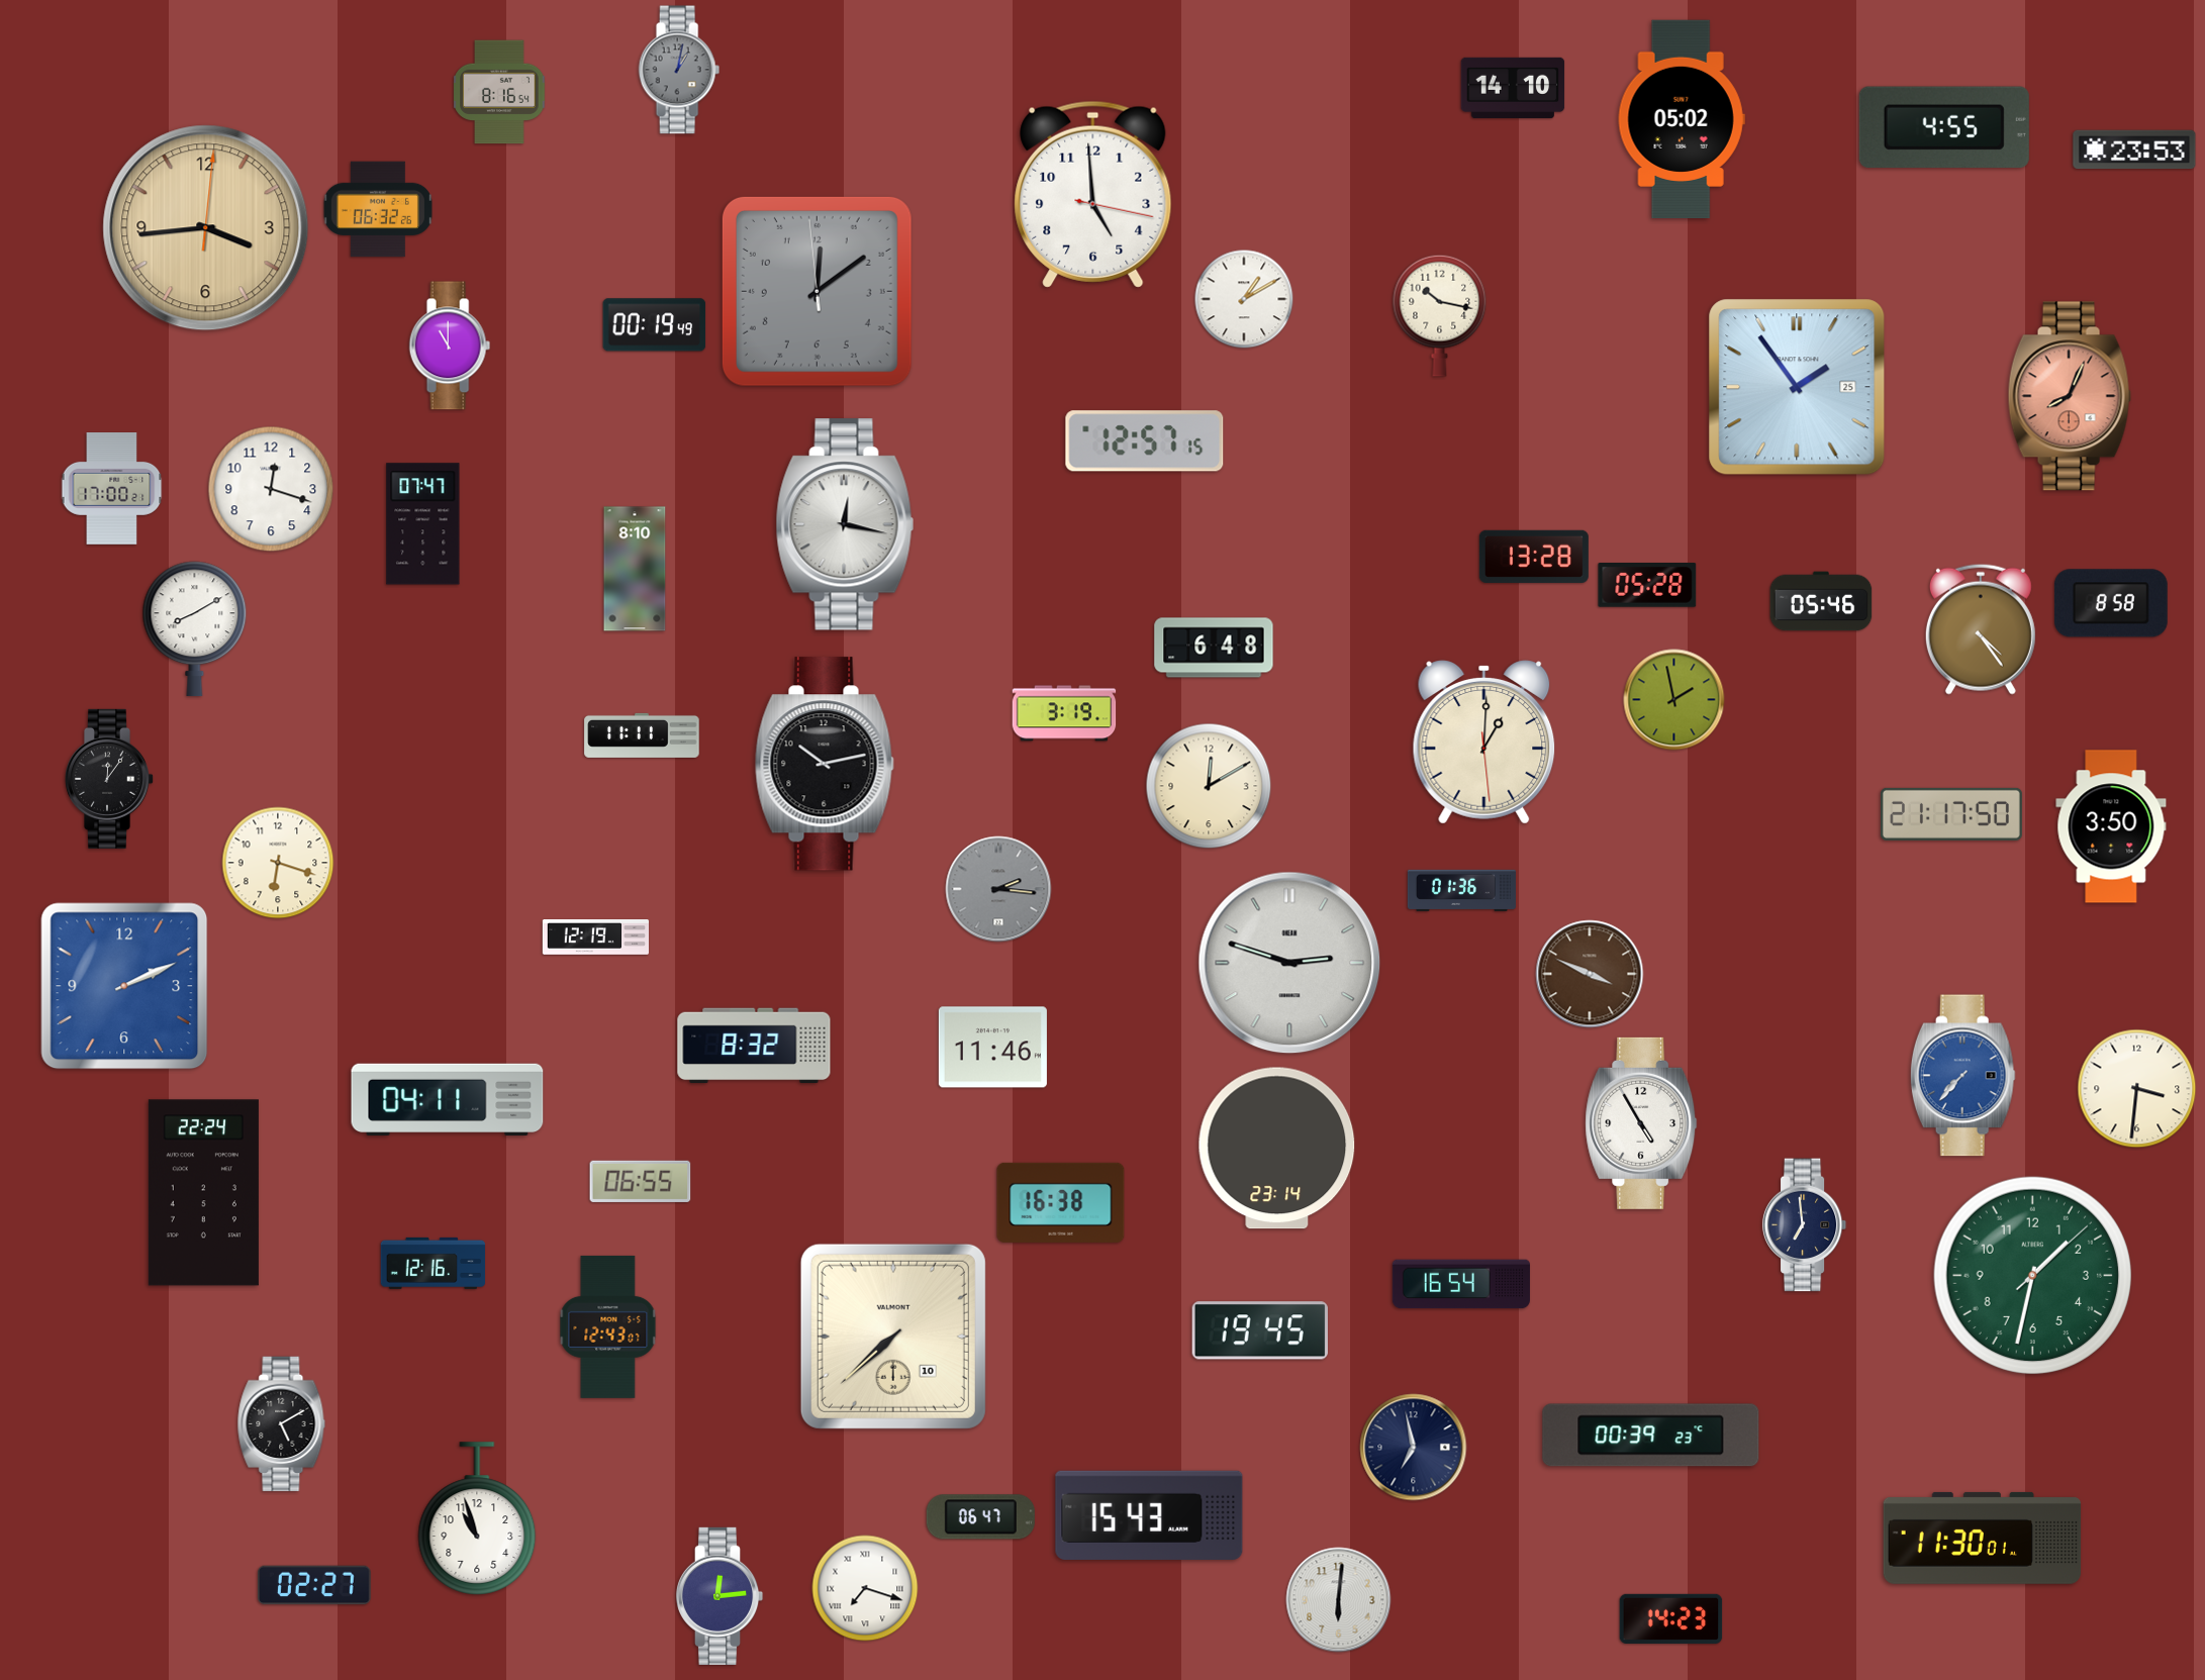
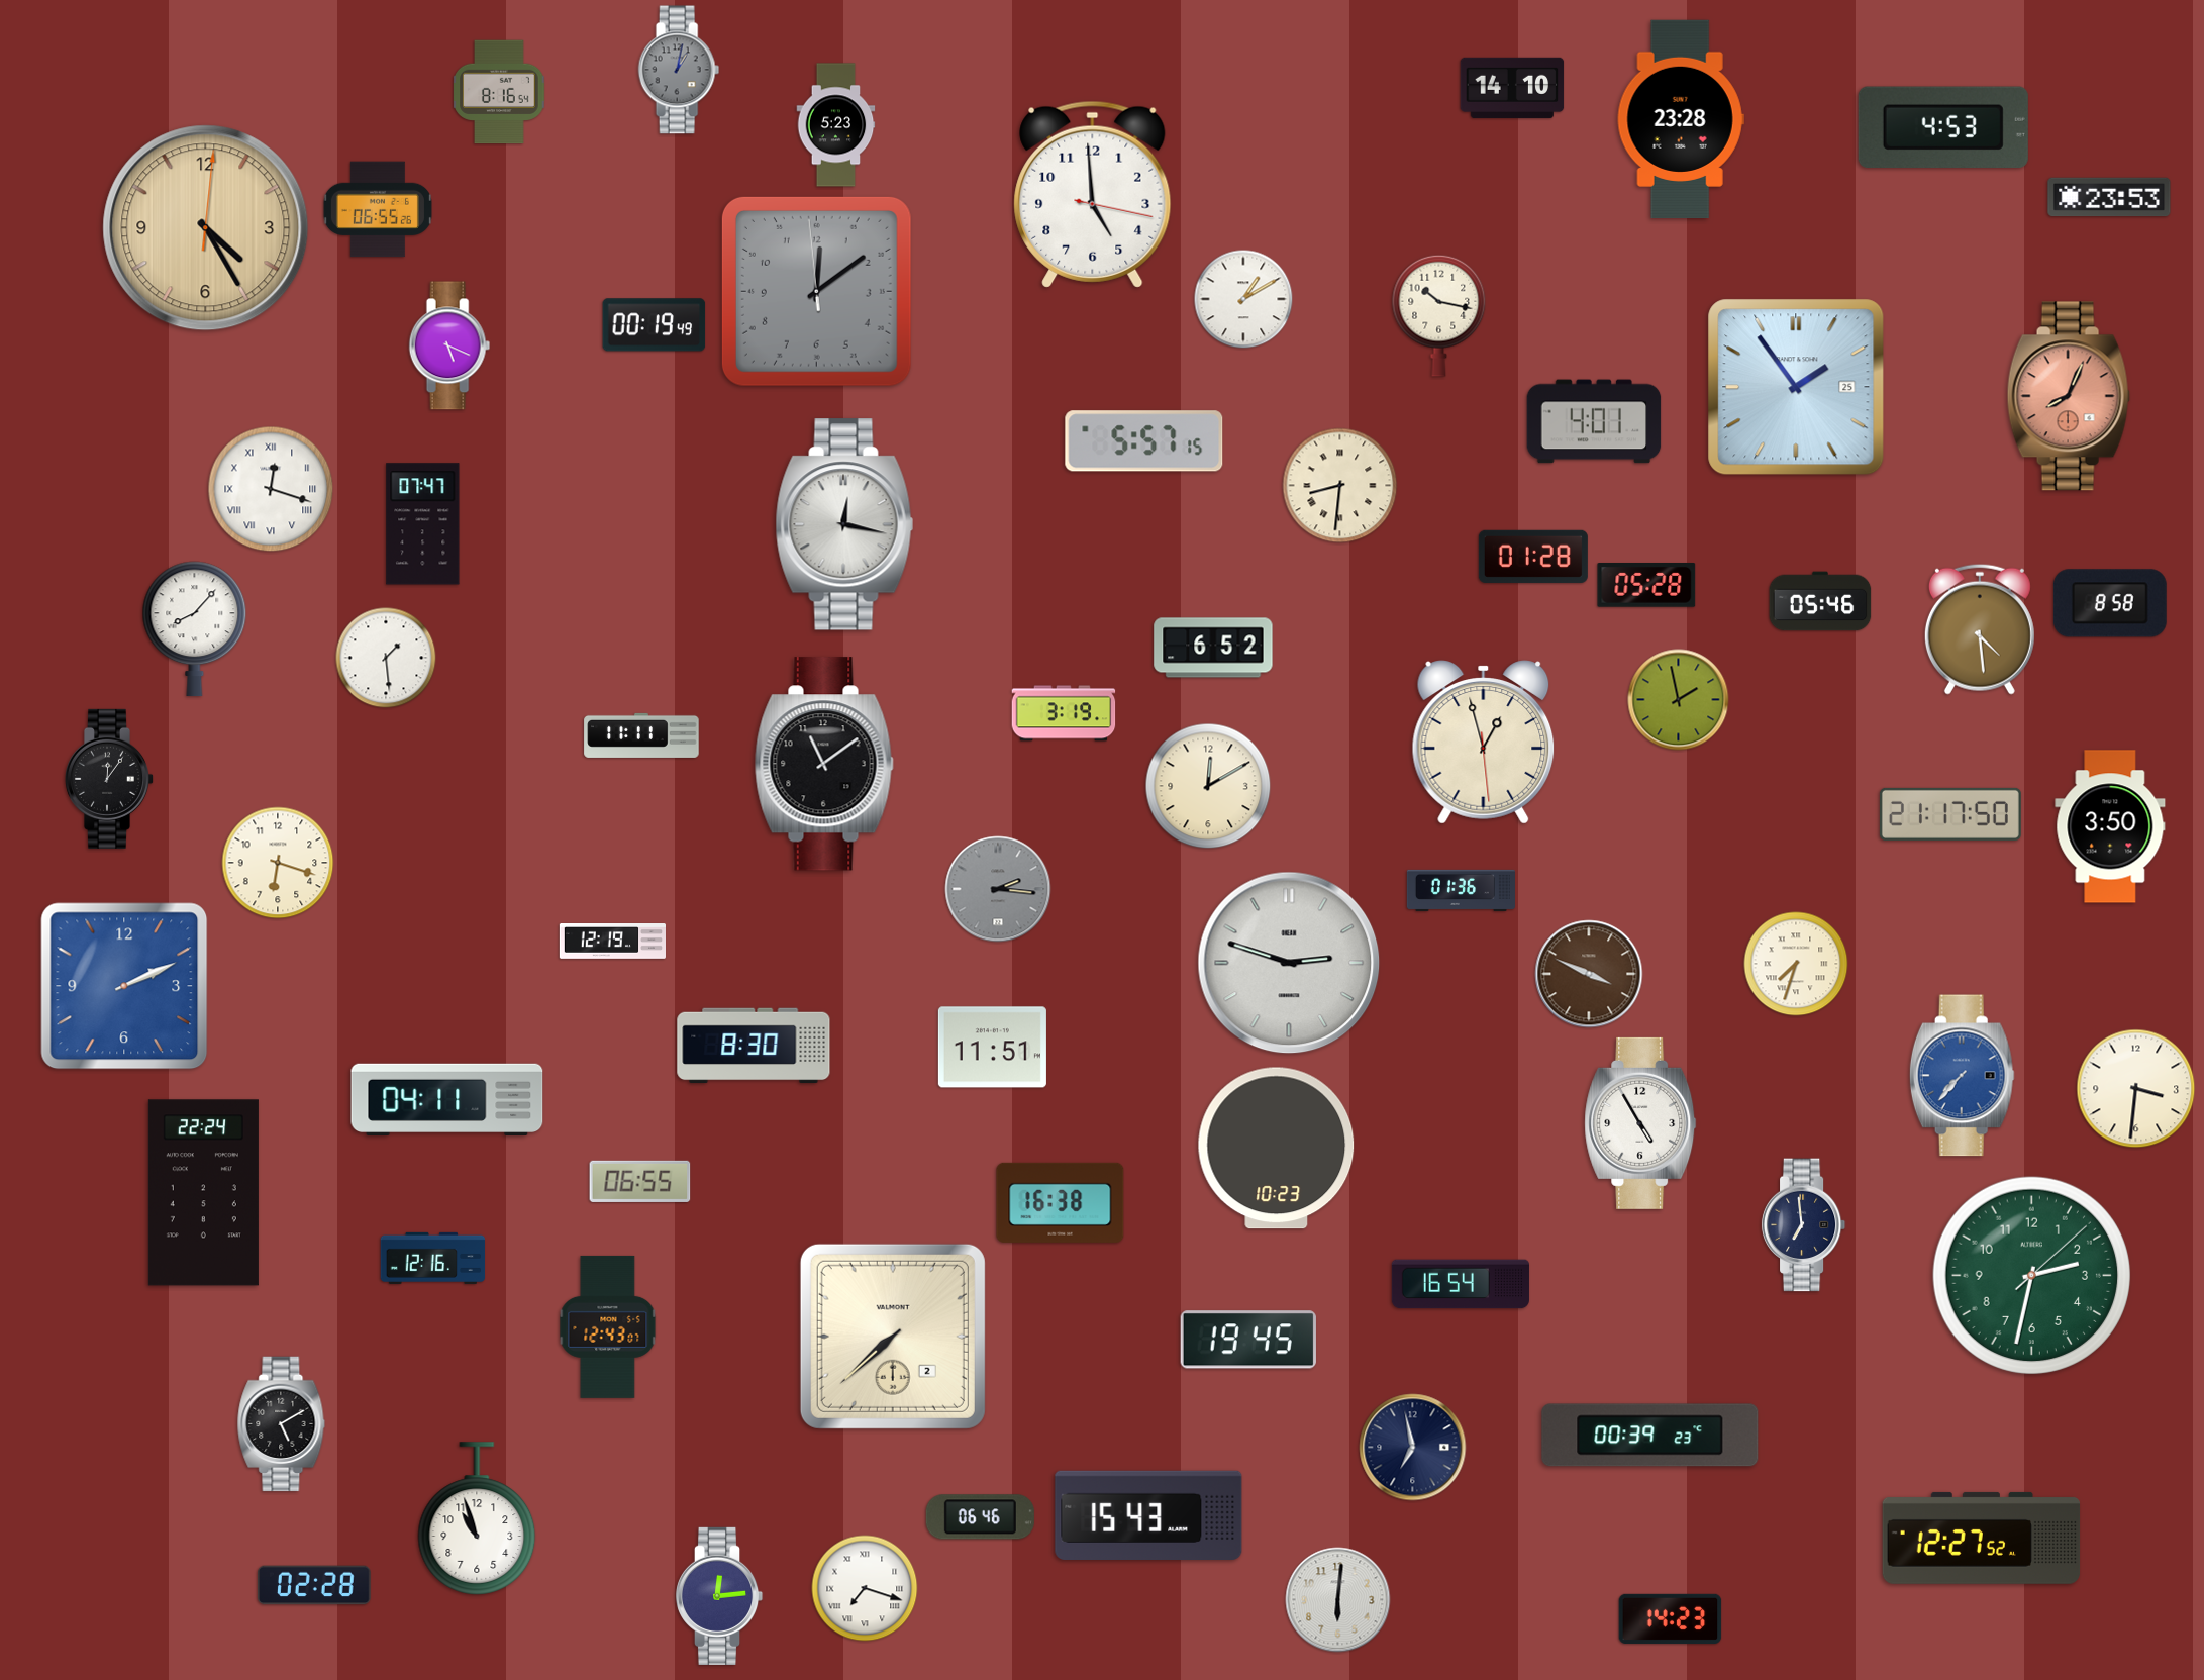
clock at (1682, 118): 05:02 -> 23:28
clock at (836, 125): none -> 5:23
clock at (1944, 127): 4:55 -> 4:53
clock at (2134, 150) position: (2134, 150) -> (2109, 197)
clock at (378, 209): 06:32 -> 06:55
clock at (206, 228): 3:44 -> 4:25
clock at (450, 345): 11:00 -> 5:19
clock at (1594, 421): none -> 4:01
clock at (1145, 441): 12:57 -> 5:57
clock at (1340, 486): none -> 8:31
clock at (112, 489): 17:00 -> none
clock at (271, 489) numerals: Arabic -> Roman
clock at (1534, 557): 13:28 -> 01:28
clock at (635, 569): 8:10 -> none
clock at (195, 629): 8:10 -> 8:07
clock at (1981, 629): 4:24 -> 4:29
clock at (1214, 648): 6:48 -> 6:52
clock at (386, 658): none -> 1:29
clock at (1674, 700) position: (1674, 700) -> (1679, 700)
clock at (1484, 743): 1:00 -> 12:57
clock at (825, 764): 10:13 -> 11:09
clock at (595, 937) position: (595, 937) -> (612, 942)
clock at (1796, 964): none -> 7:33
clock at (754, 1046): 8:32 -> 8:30
clock at (992, 1048): 11:46 -> 11:51
clock at (1277, 1149): 23:14 -> 10:23
clock at (434, 1263) position: (434, 1263) -> (433, 1258)
clock at (2033, 1276): 1:32 -> 2:32
clock at (1260, 1330) position: (1260, 1330) -> (1248, 1340)
clock at (893, 1337) date: 10 -> 2
clock at (980, 1517): 06:47 -> 06:46
clock at (1983, 1538): 11:30 -> 12:27
clock at (315, 1585): 02:27 -> 02:28
